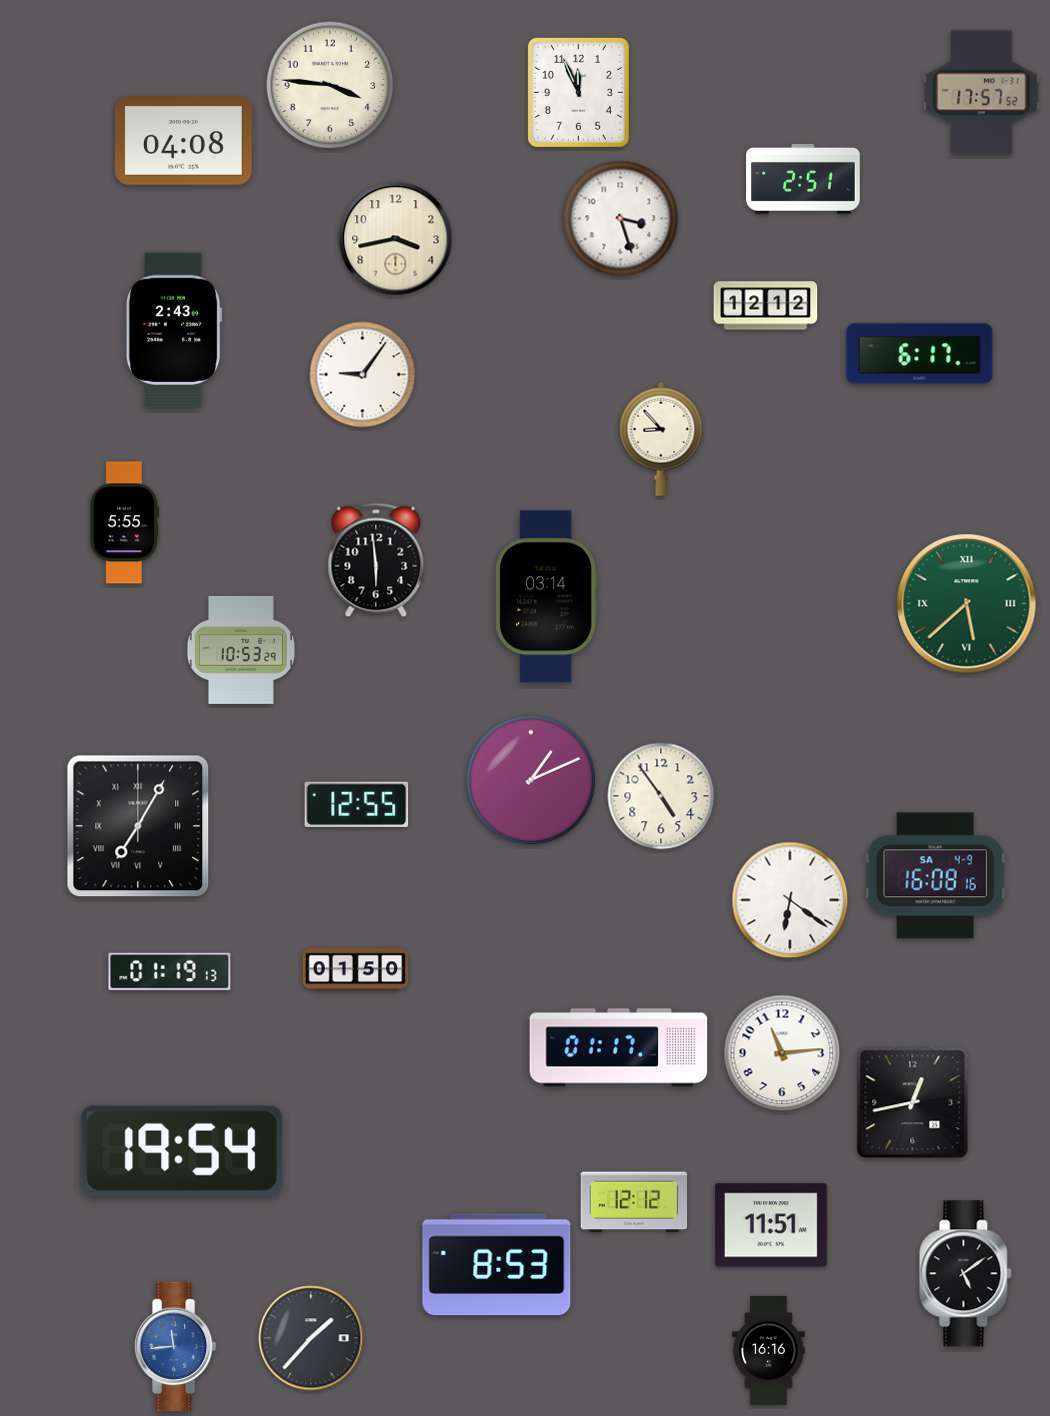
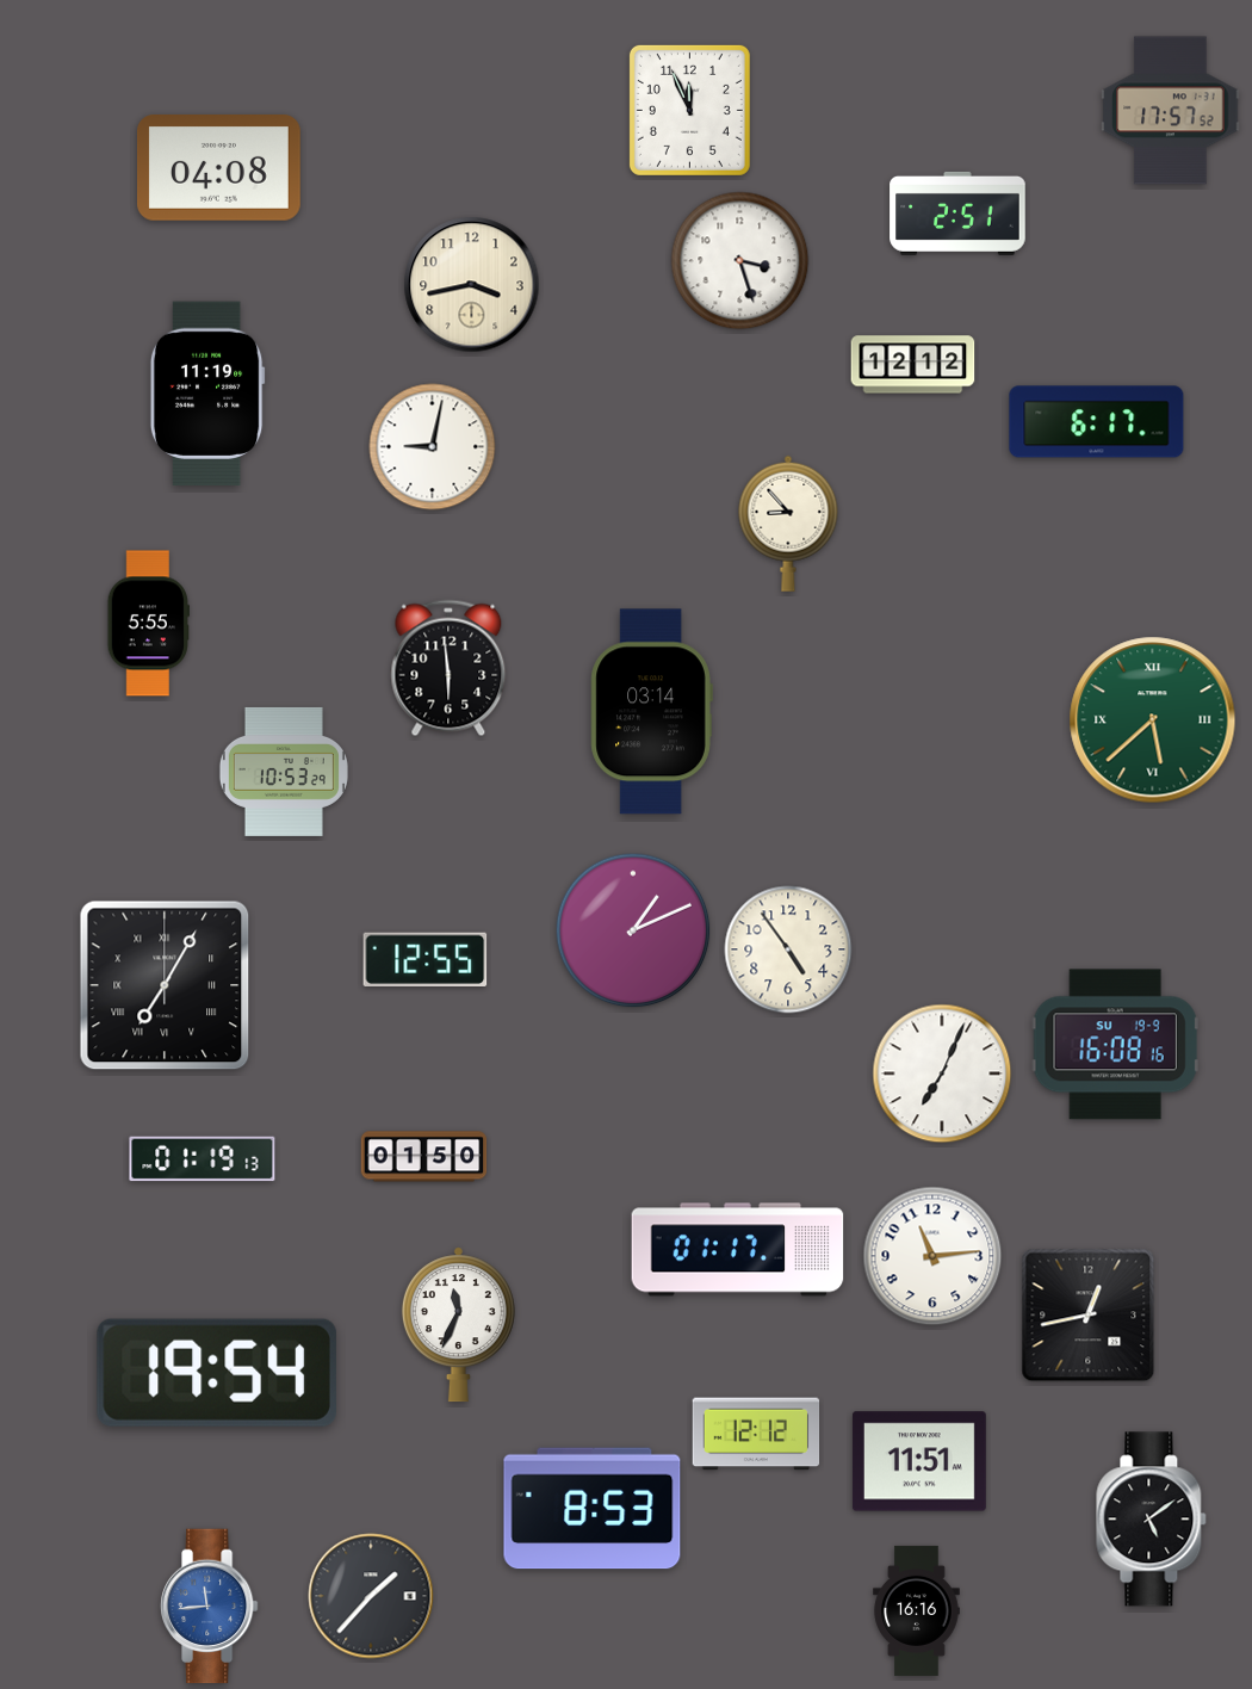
clock at (330, 85): 3:46 -> none
clock at (174, 329): 2:43 -> 11:19
clock at (363, 375): 9:06 -> 9:02
clock at (241, 650) position: (241, 650) -> (284, 772)
clock at (935, 876) date: SA 4-9 -> SU 19-9
clock at (790, 900): 6:21 -> 7:04
clock at (458, 1325): none -> 11:34
